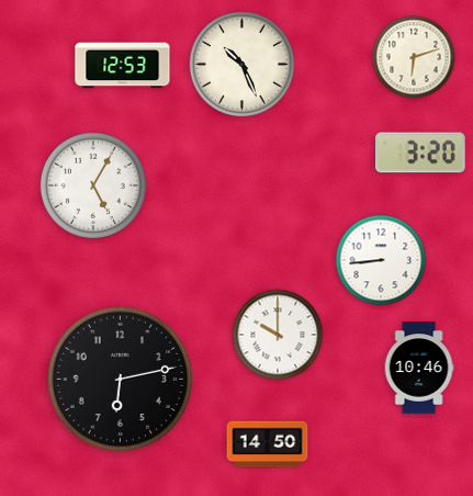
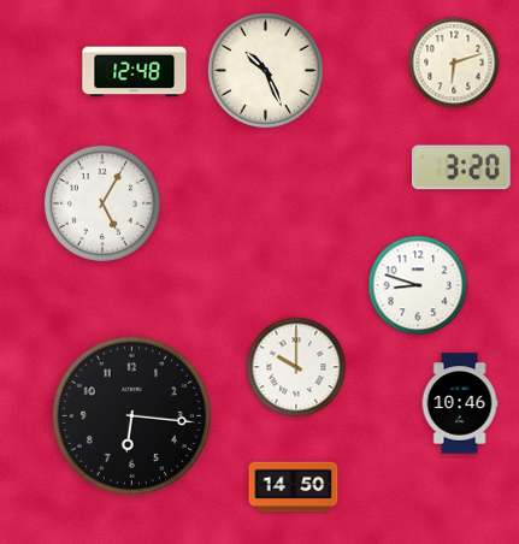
clock at (123, 66): 12:53 -> 12:48
clock at (381, 260): 8:44 -> 8:48
clock at (278, 335) position: (278, 335) -> (296, 367)
clock at (120, 379): 6:13 -> 6:16
